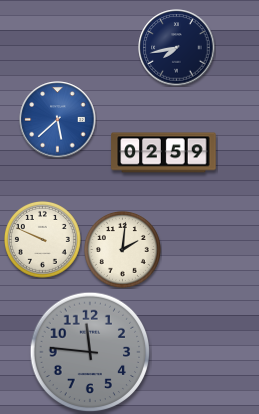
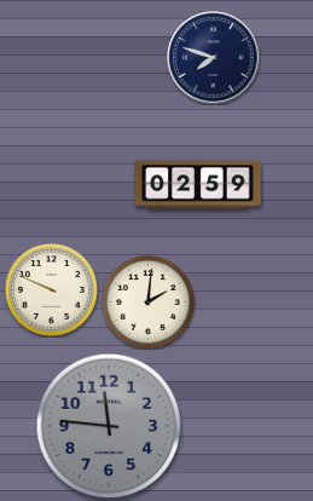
clock at (177, 48): 7:43 -> 7:48
clock at (58, 120): 5:38 -> none
